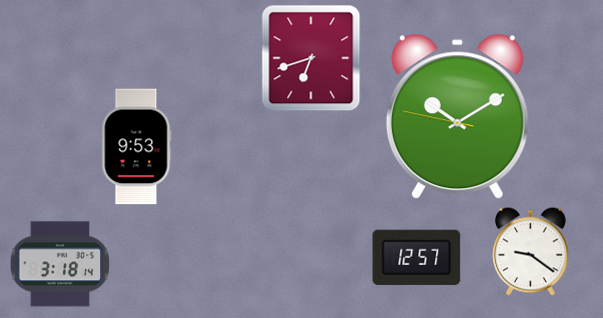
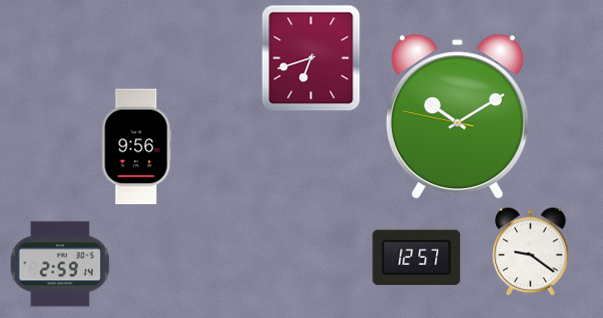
clock at (137, 147): 9:53 -> 9:56
clock at (60, 264): 3:18 -> 2:59
